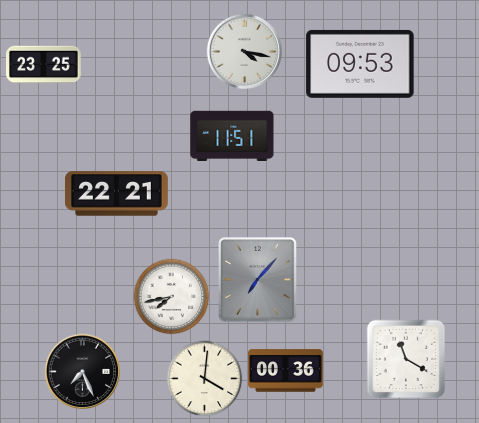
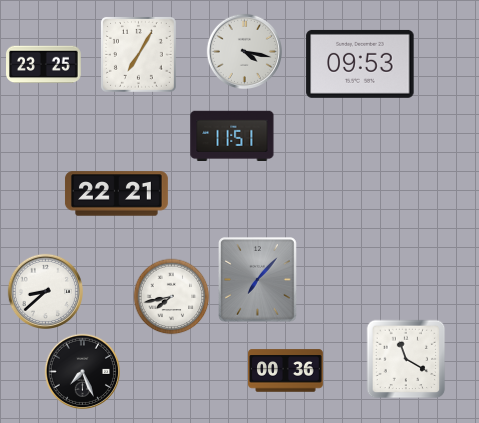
clock at (138, 54): none -> 7:05
clock at (45, 291): none -> 8:38
clock at (205, 379): 4:01 -> none
